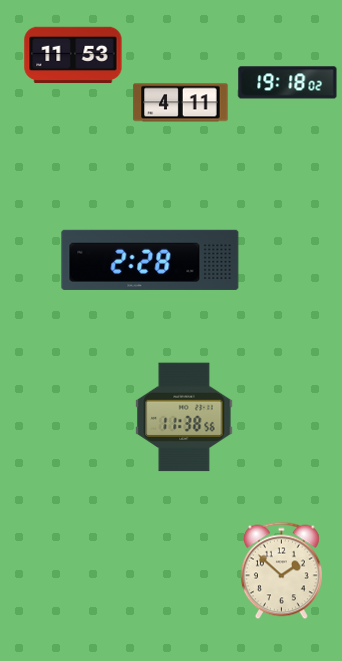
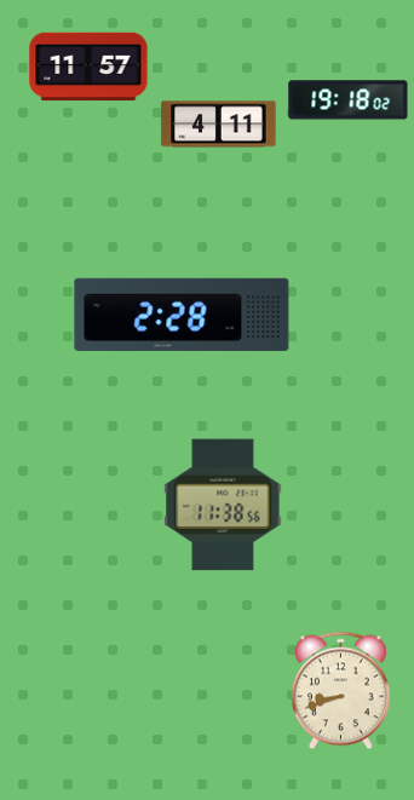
clock at (73, 55): 11:53 -> 11:57
clock at (281, 571): 1:52 -> 8:42
